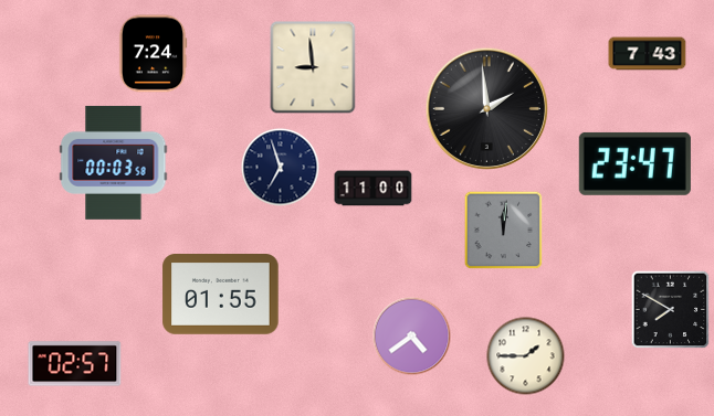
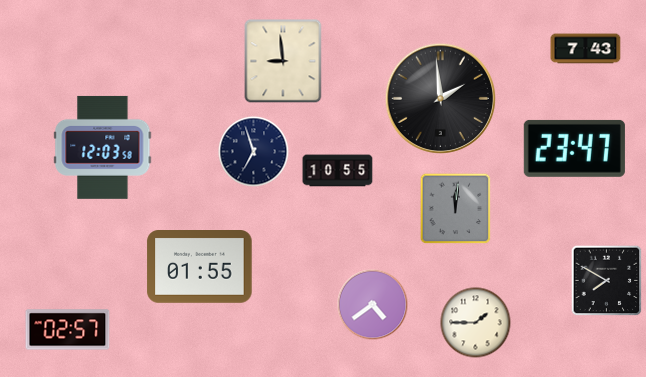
clock at (153, 54): 7:24 -> none
clock at (114, 162): 00:03 -> 12:03
clock at (374, 189): 11:00 -> 10:55
